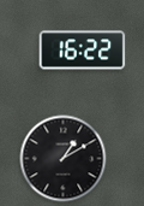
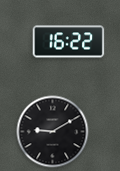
clock at (64, 159): 1:10 -> 9:10
